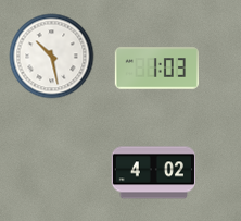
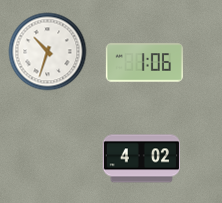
clock at (51, 56): 10:28 -> 10:33
clock at (156, 69): 1:03 -> 1:06
